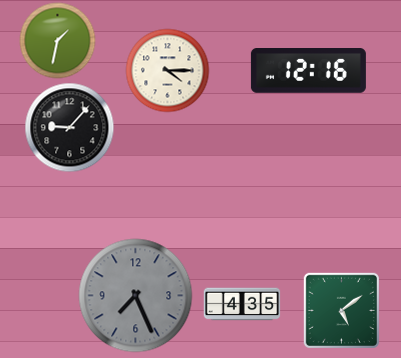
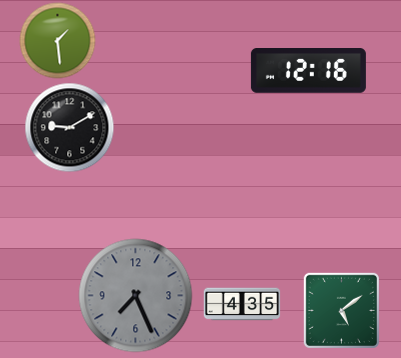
clock at (58, 41): 1:32 -> 1:29
clock at (168, 71): 4:15 -> none
clock at (70, 128): 9:07 -> 9:10
